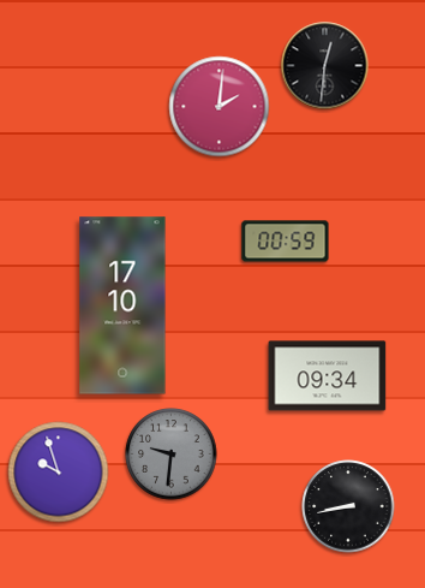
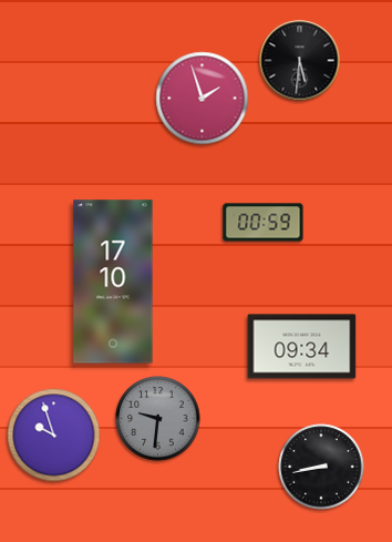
clock at (325, 66): 12:31 -> 5:31
clock at (220, 107): 2:01 -> 1:57
